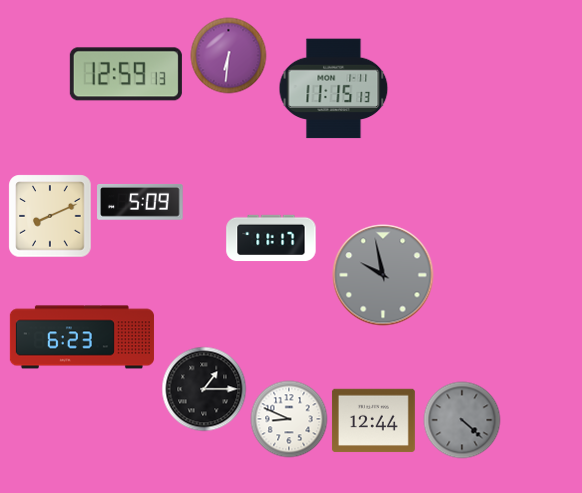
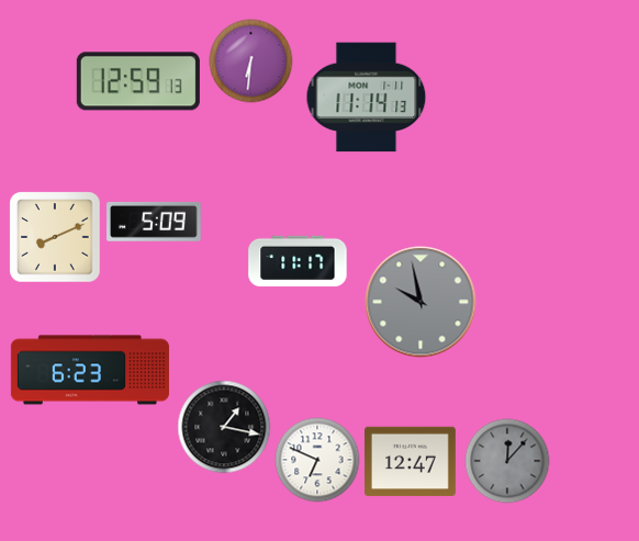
clock at (334, 89): 11:15 -> 11:14
clock at (204, 389): 1:15 -> 1:17
clock at (289, 419): 8:49 -> 6:49
clock at (462, 420): 4:22 -> 12:07
clock at (373, 421): 12:44 -> 12:47
